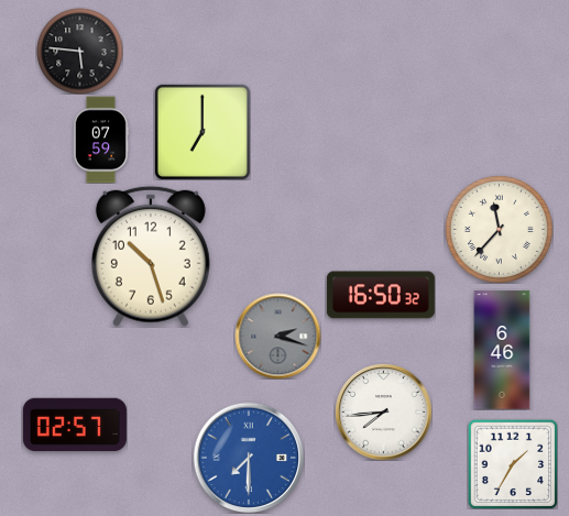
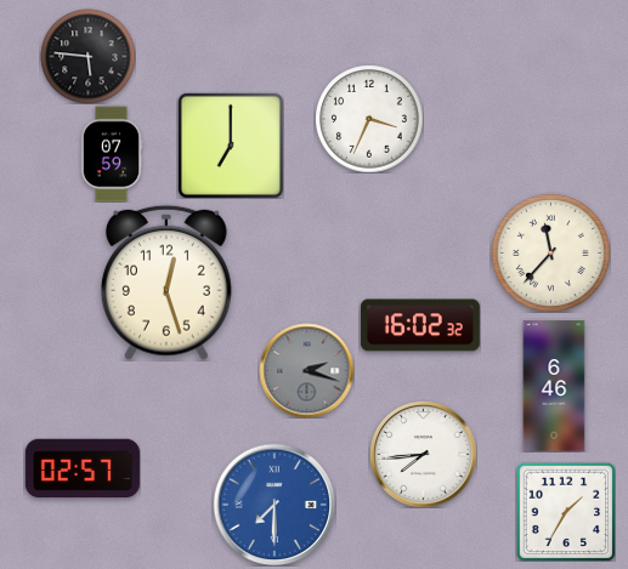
clock at (369, 119): none -> 3:34
clock at (203, 132) position: (203, 132) -> (231, 146)
clock at (151, 256): 10:27 -> 12:27
clock at (381, 295): 16:50 -> 16:02
